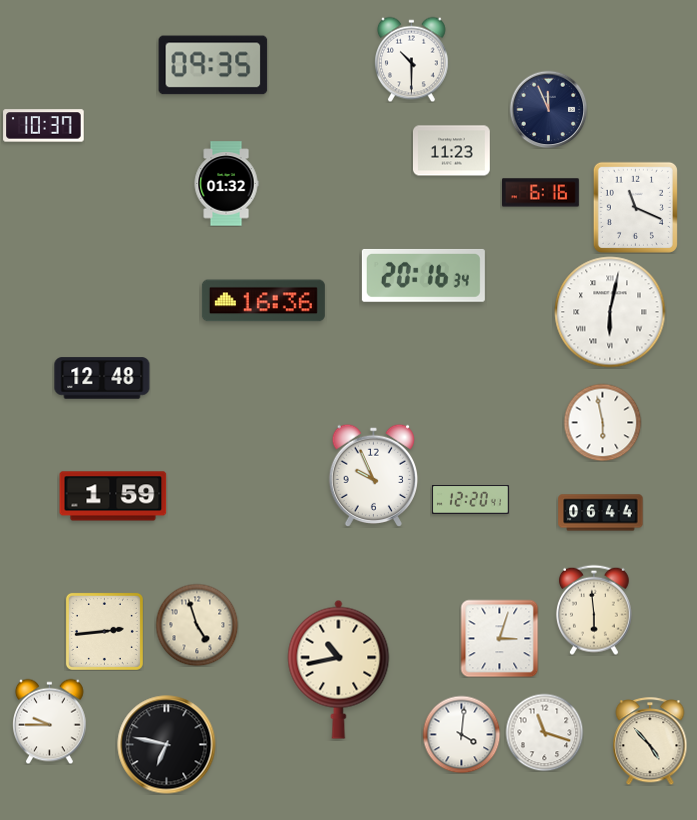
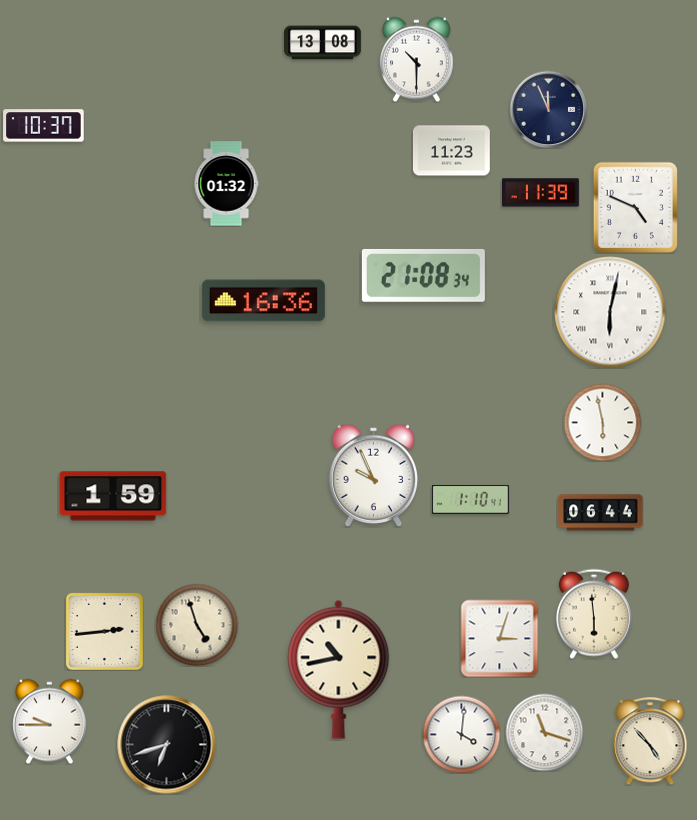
clock at (323, 43): none -> 13:08
clock at (412, 59) position: (412, 59) -> (417, 59)
clock at (213, 65): 09:35 -> none
clock at (541, 193): 6:16 -> 11:39
clock at (635, 207): 11:19 -> 4:49
clock at (423, 275): 20:16 -> 21:08
clock at (102, 378): 12:48 -> none
clock at (470, 500): 12:20 -> 1:10
clock at (594, 610) position: (594, 610) -> (594, 614)
clock at (167, 745): 6:47 -> 6:42
